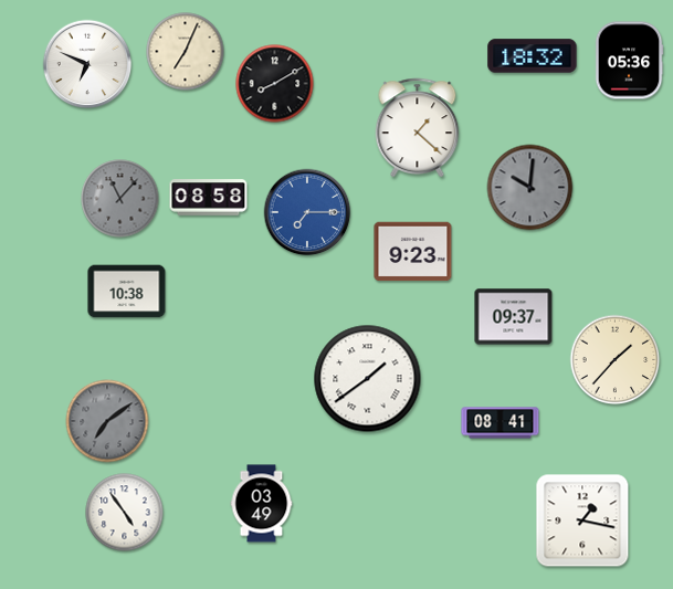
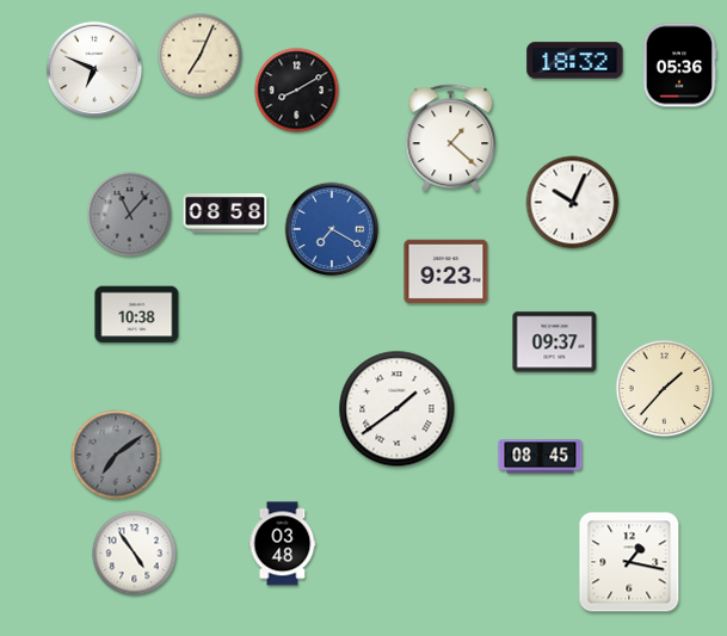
clock at (530, 188): 10:01 -> 10:04
clock at (530, 188) dial: grey -> white
clock at (307, 212): 7:15 -> 7:20
clock at (501, 423): 08:41 -> 08:45
clock at (262, 504): 03:49 -> 03:48
